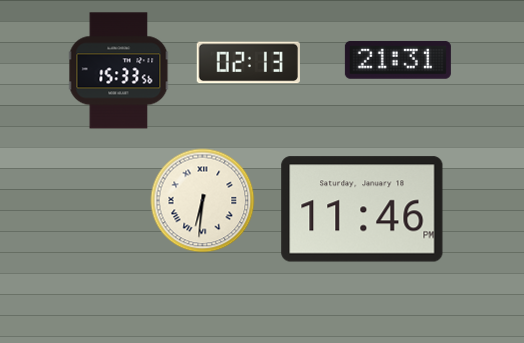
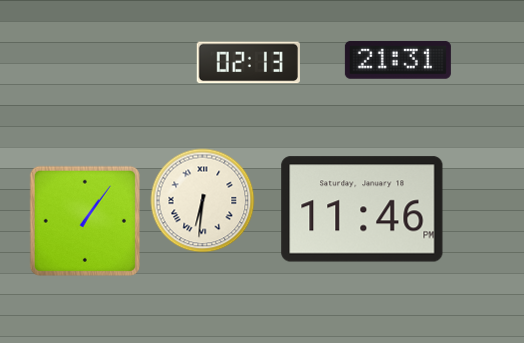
clock at (119, 71): 15:33 -> none
clock at (85, 221): none -> 1:06
